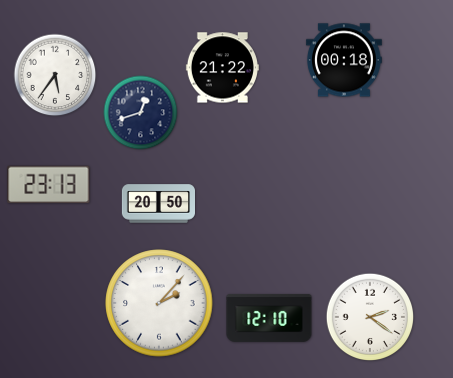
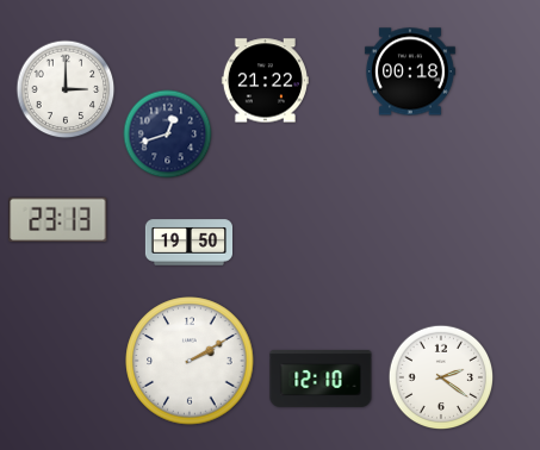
clock at (55, 75): 5:36 -> 3:00
clock at (158, 204): 20:50 -> 19:50
clock at (159, 303): 2:07 -> 2:10
